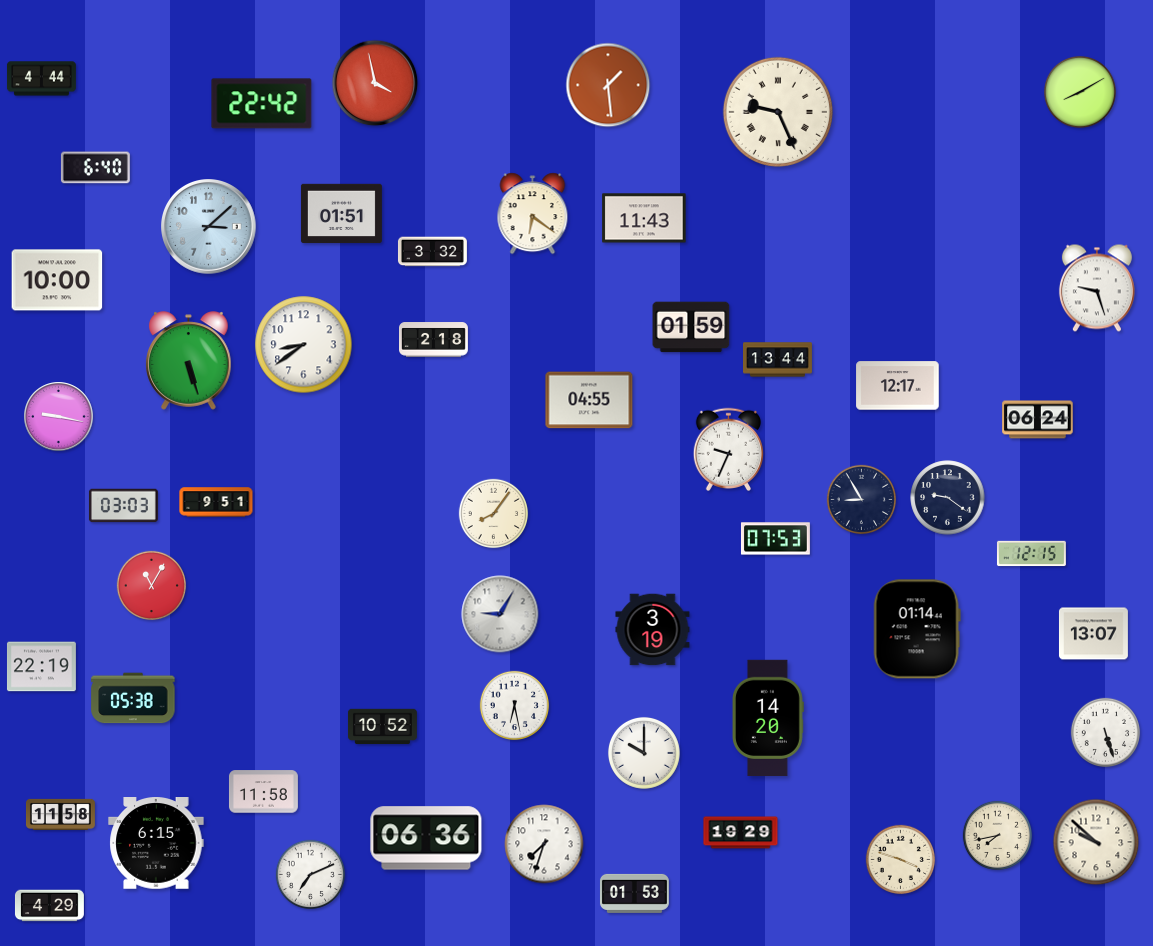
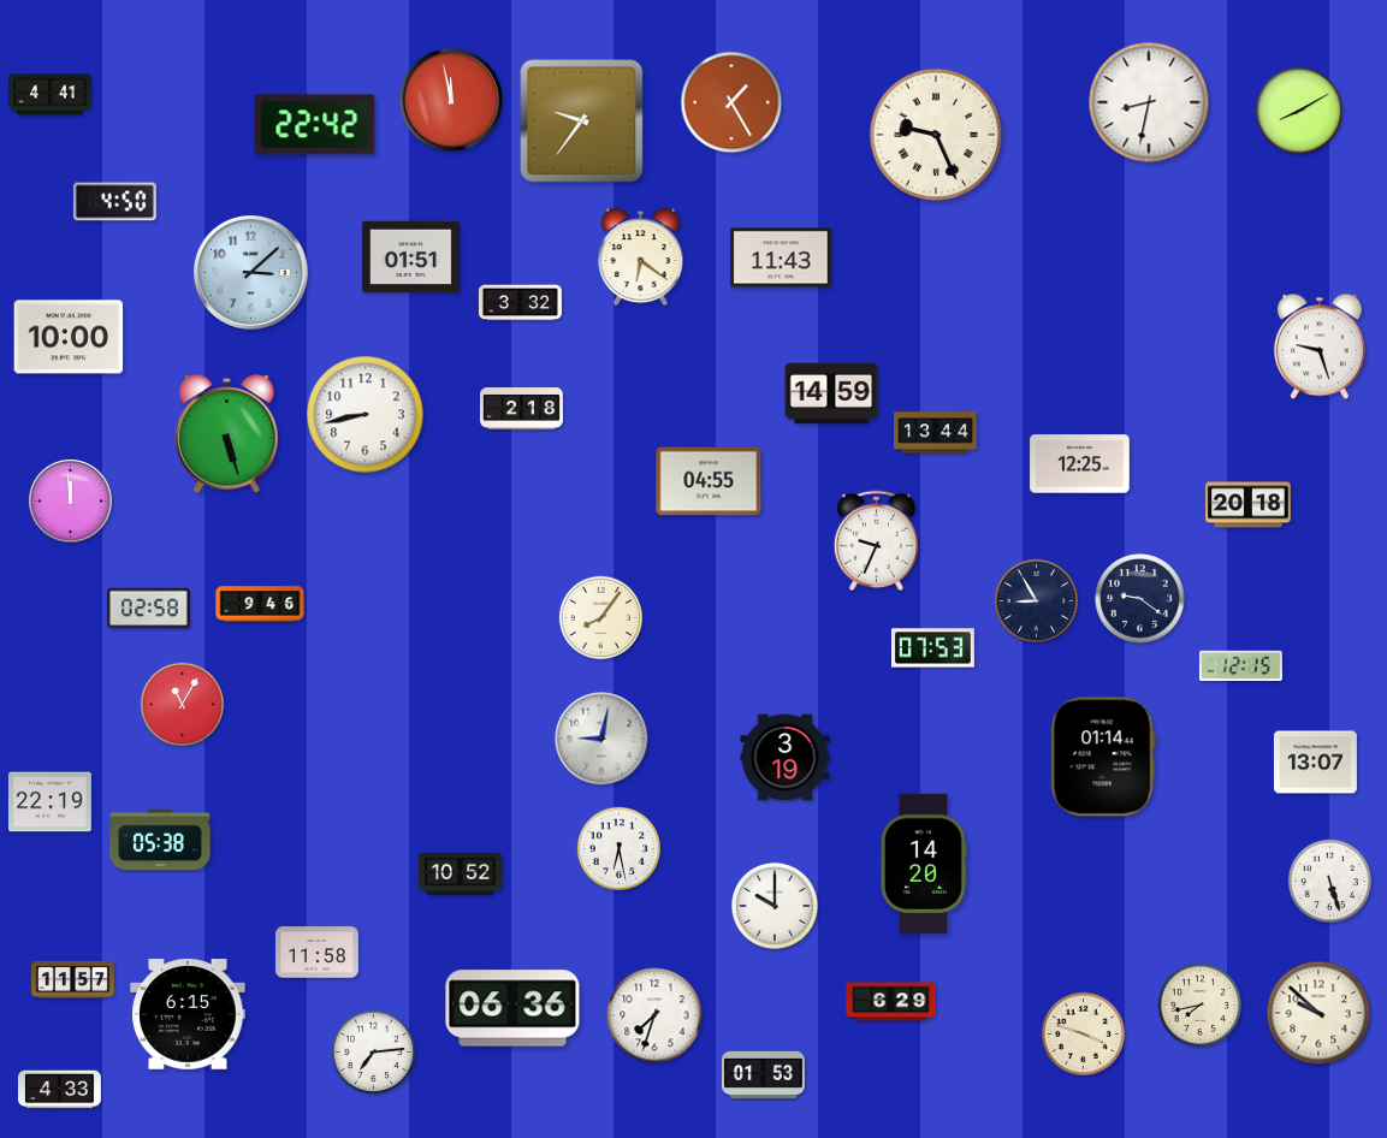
clock at (41, 79): 4:44 -> 4:41
clock at (375, 83): 3:58 -> 11:58
clock at (608, 85): 1:29 -> 1:25
clock at (1149, 102): none -> 8:32
clock at (582, 121): none -> 9:36
clock at (95, 168): 6:40 -> 4:50
clock at (644, 218) position: (644, 218) -> (781, 257)
clock at (691, 327): 01:59 -> 14:59
clock at (304, 345): 8:39 -> 8:43
clock at (898, 386): 12:17 -> 12:25
clock at (59, 417): 9:17 -> 11:59
clock at (1038, 420): 06:24 -> 20:18
clock at (216, 502): 9:51 -> 9:46
clock at (123, 506): 03:03 -> 02:58
clock at (494, 514) position: (494, 514) -> (601, 618)
clock at (500, 614): 9:05 -> 9:02
clock at (60, 814): 11:58 -> 11:57
clock at (741, 833): 19:29 -> 6:29
clock at (311, 875): 7:11 -> 7:14
clock at (49, 906): 4:29 -> 4:33
